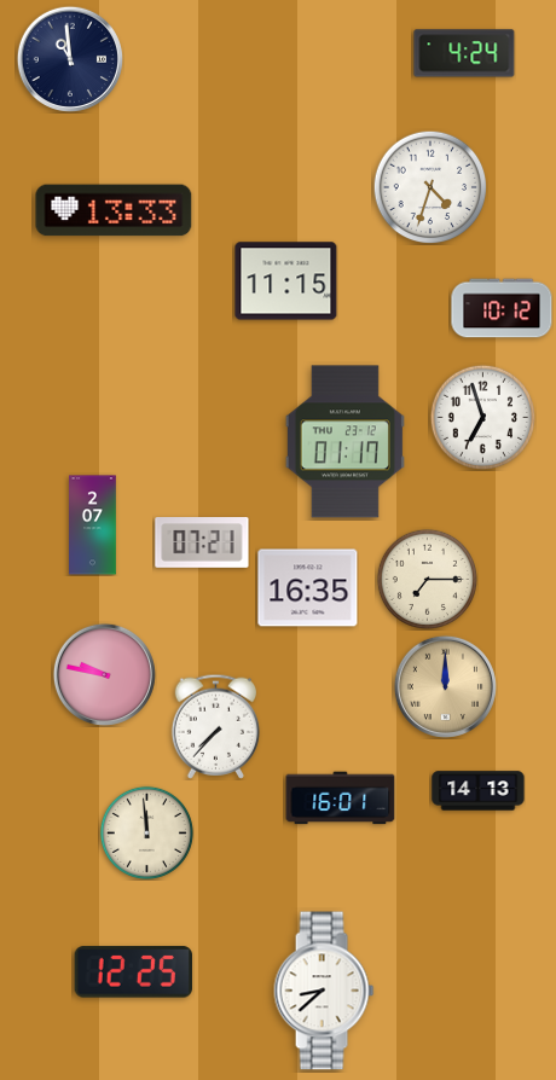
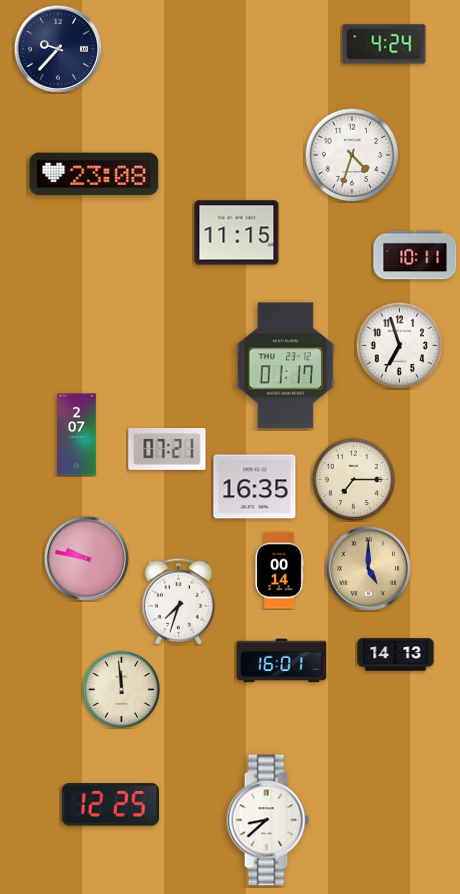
clock at (69, 58): 10:59 -> 9:37
clock at (430, 187) position: (430, 187) -> (352, 155)
clock at (114, 210): 13:33 -> 23:08
clock at (502, 308): 10:12 -> 10:11
clock at (445, 686): 12:00 -> 5:00
clock at (279, 571): none -> 00:14
clock at (216, 726): 7:37 -> 7:33
